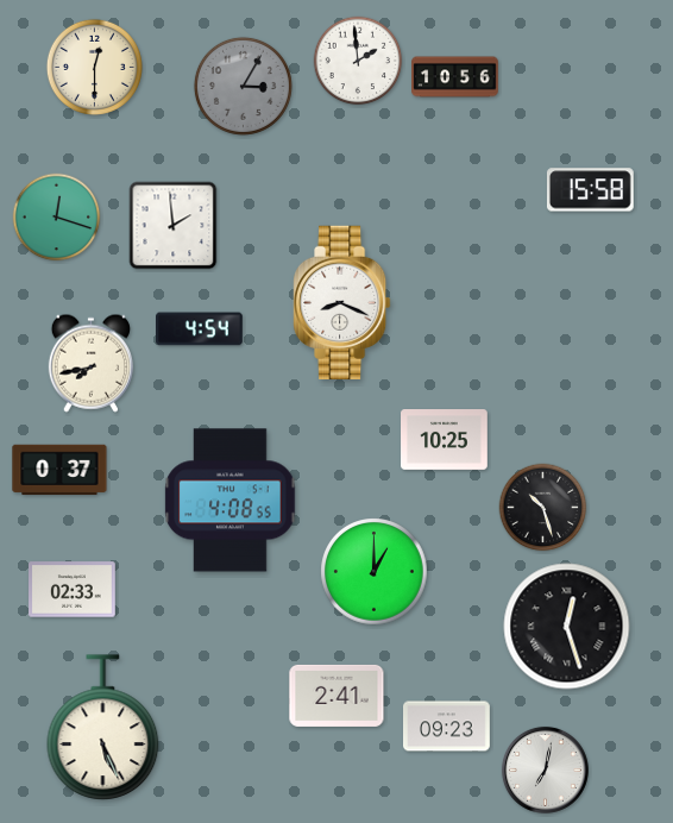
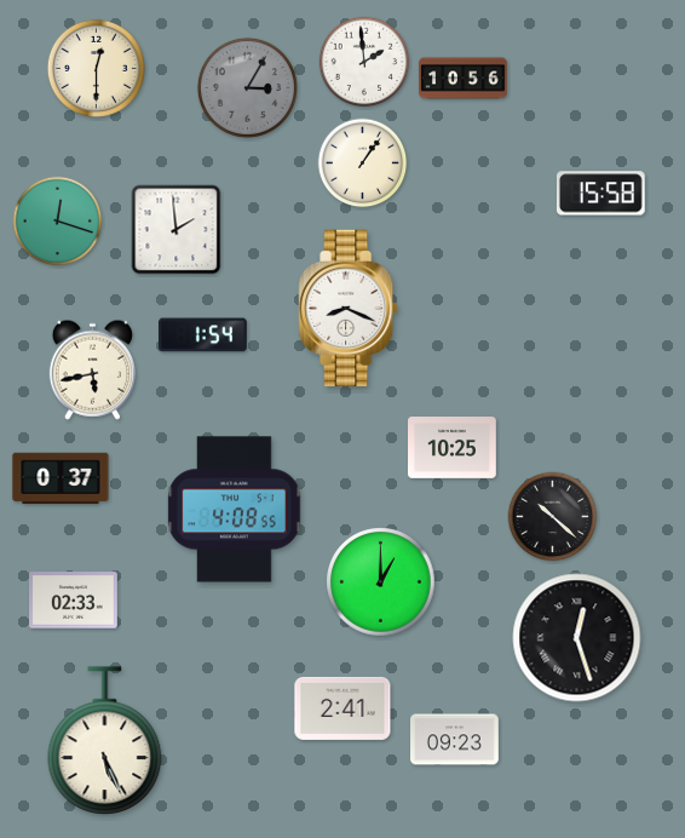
clock at (363, 163): none -> 1:06
clock at (200, 329): 4:54 -> 1:54
clock at (90, 363): 7:43 -> 5:43
clock at (543, 508): 10:27 -> 10:22
clock at (545, 769): 7:02 -> none
